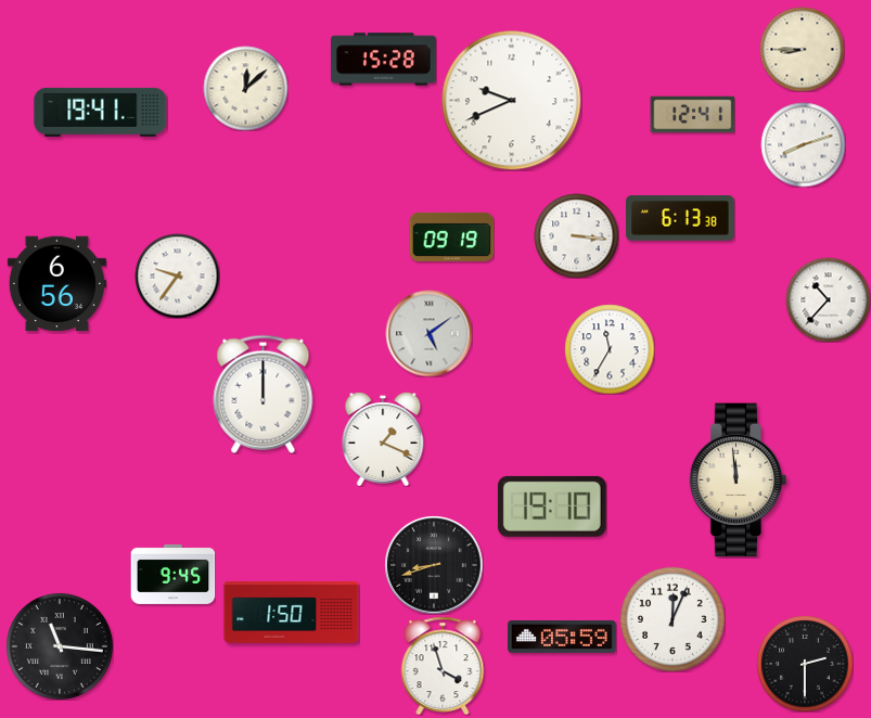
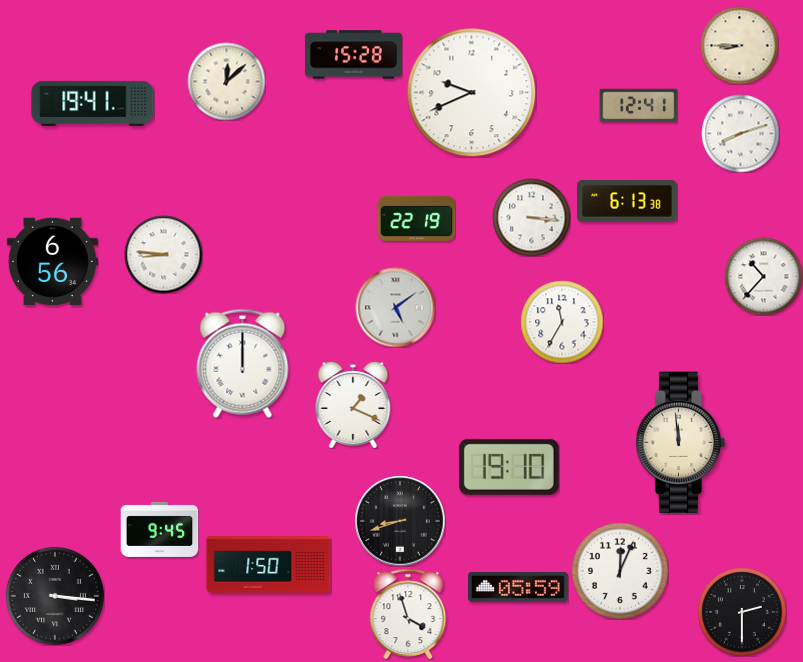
clock at (451, 236): 09:19 -> 22:19
clock at (177, 275): 9:36 -> 8:46
clock at (60, 646): 11:16 -> 3:16
